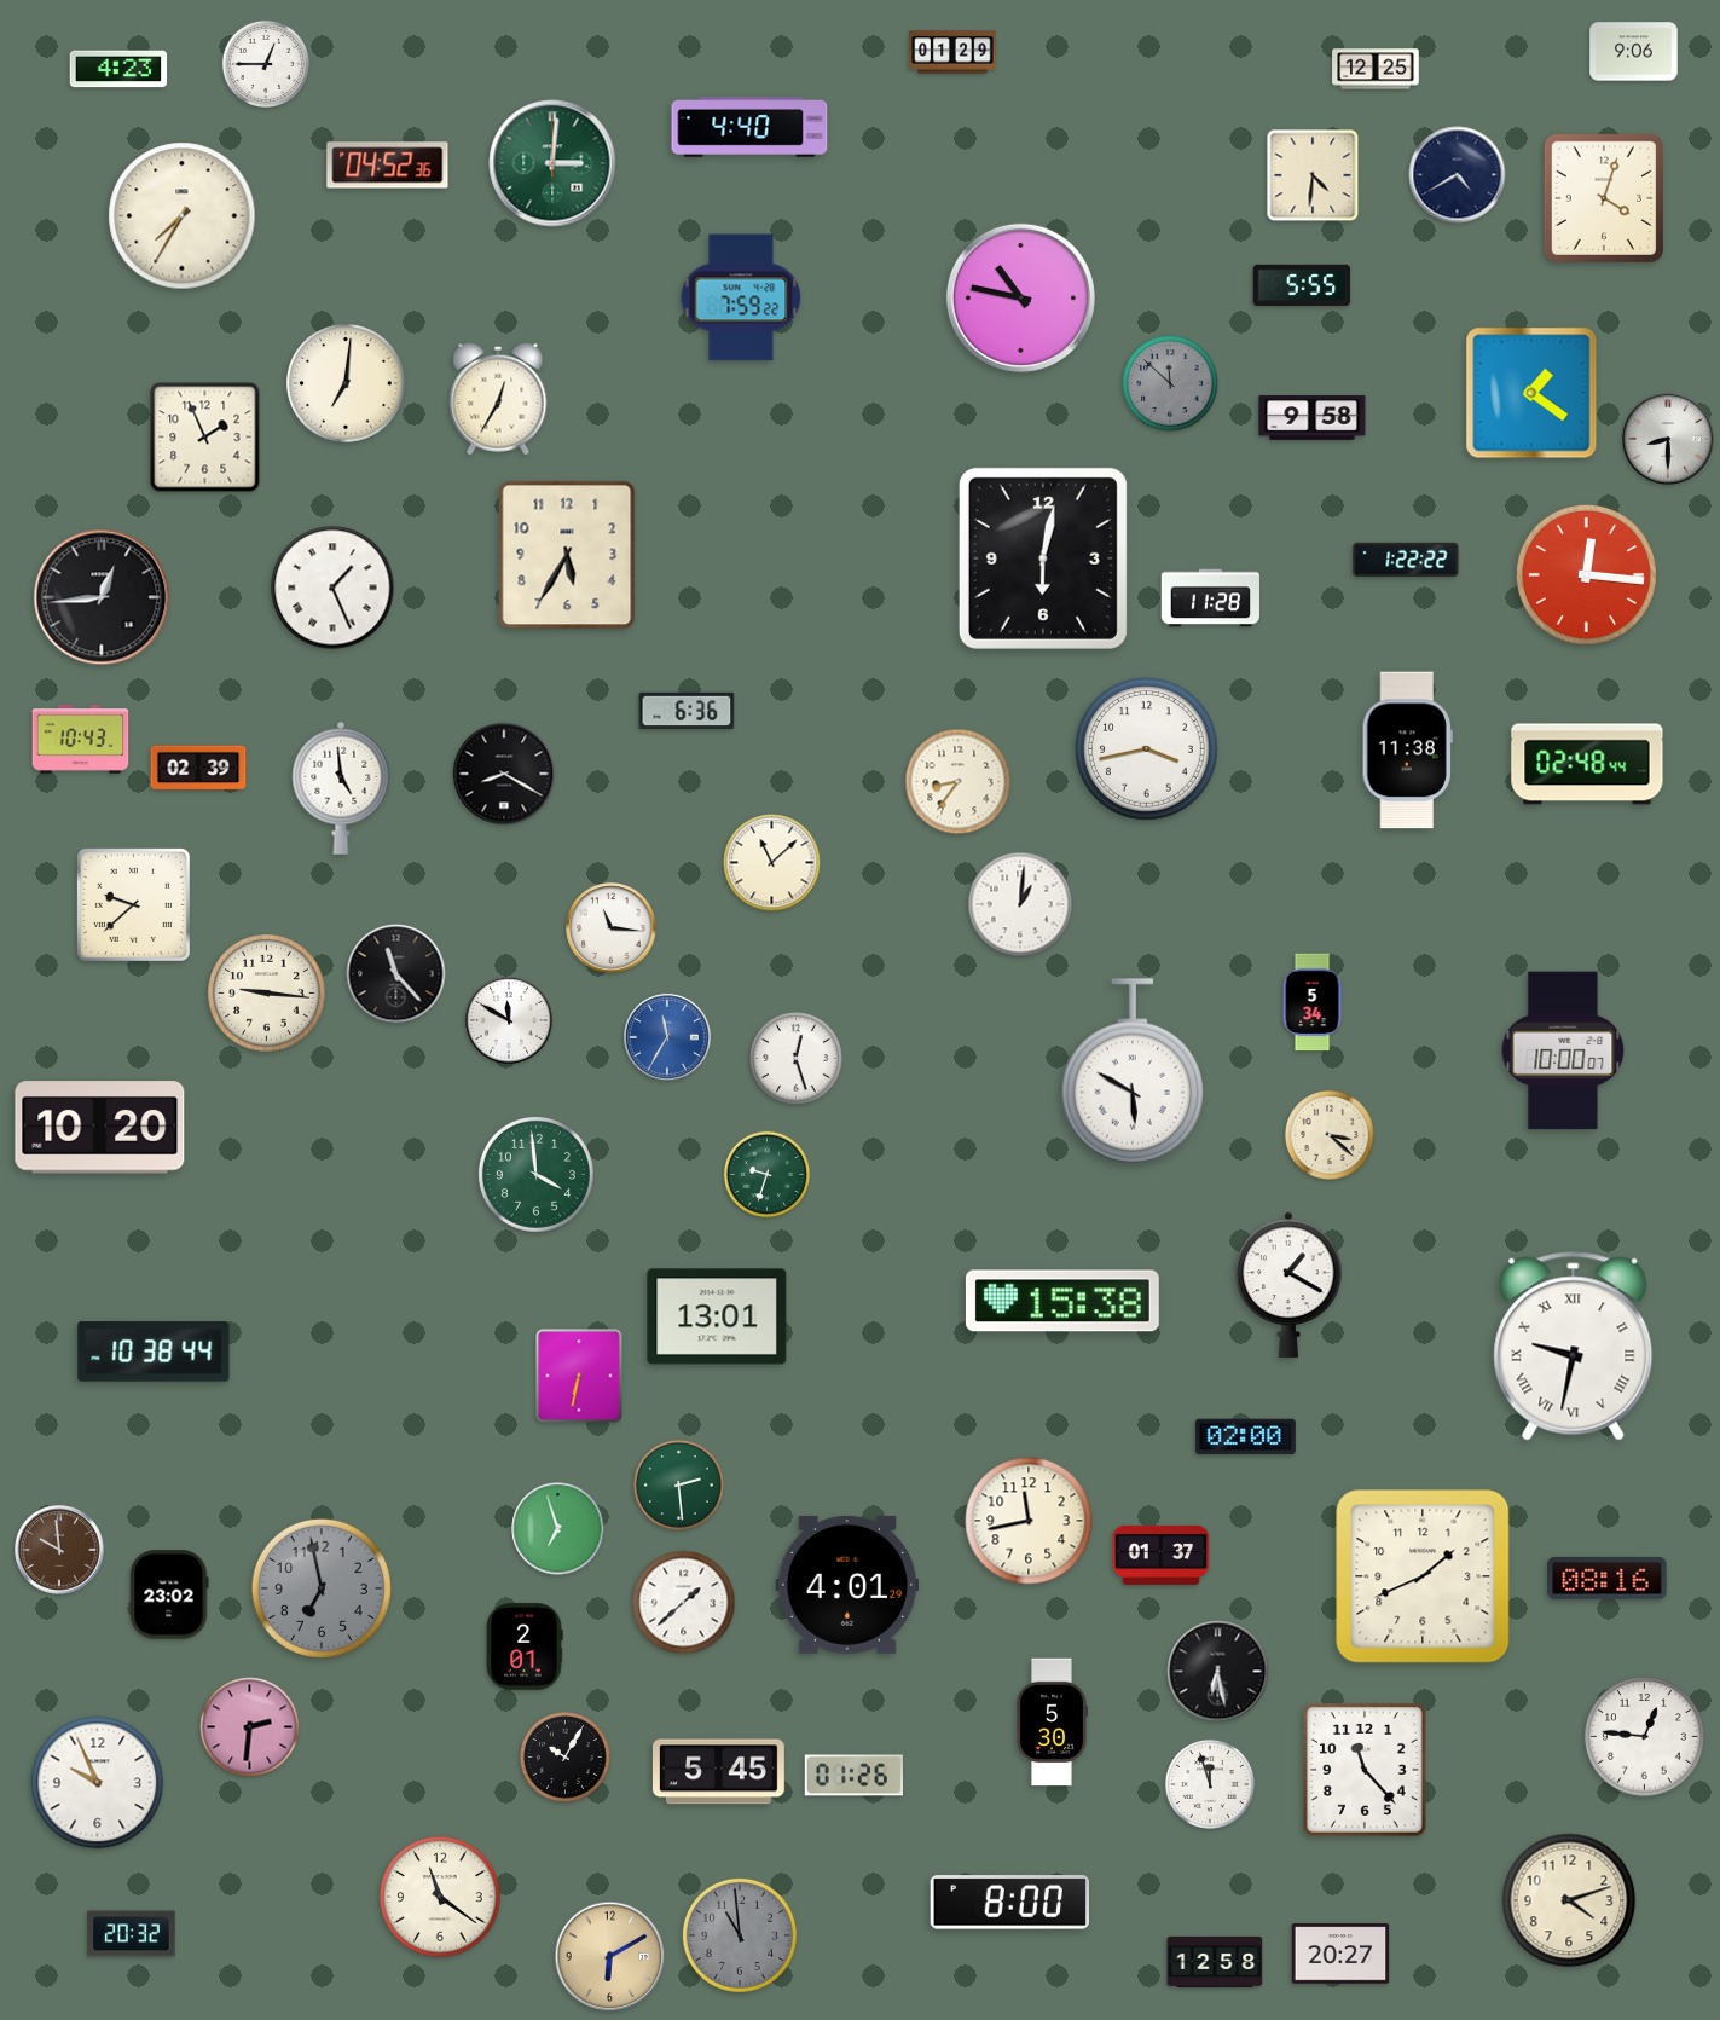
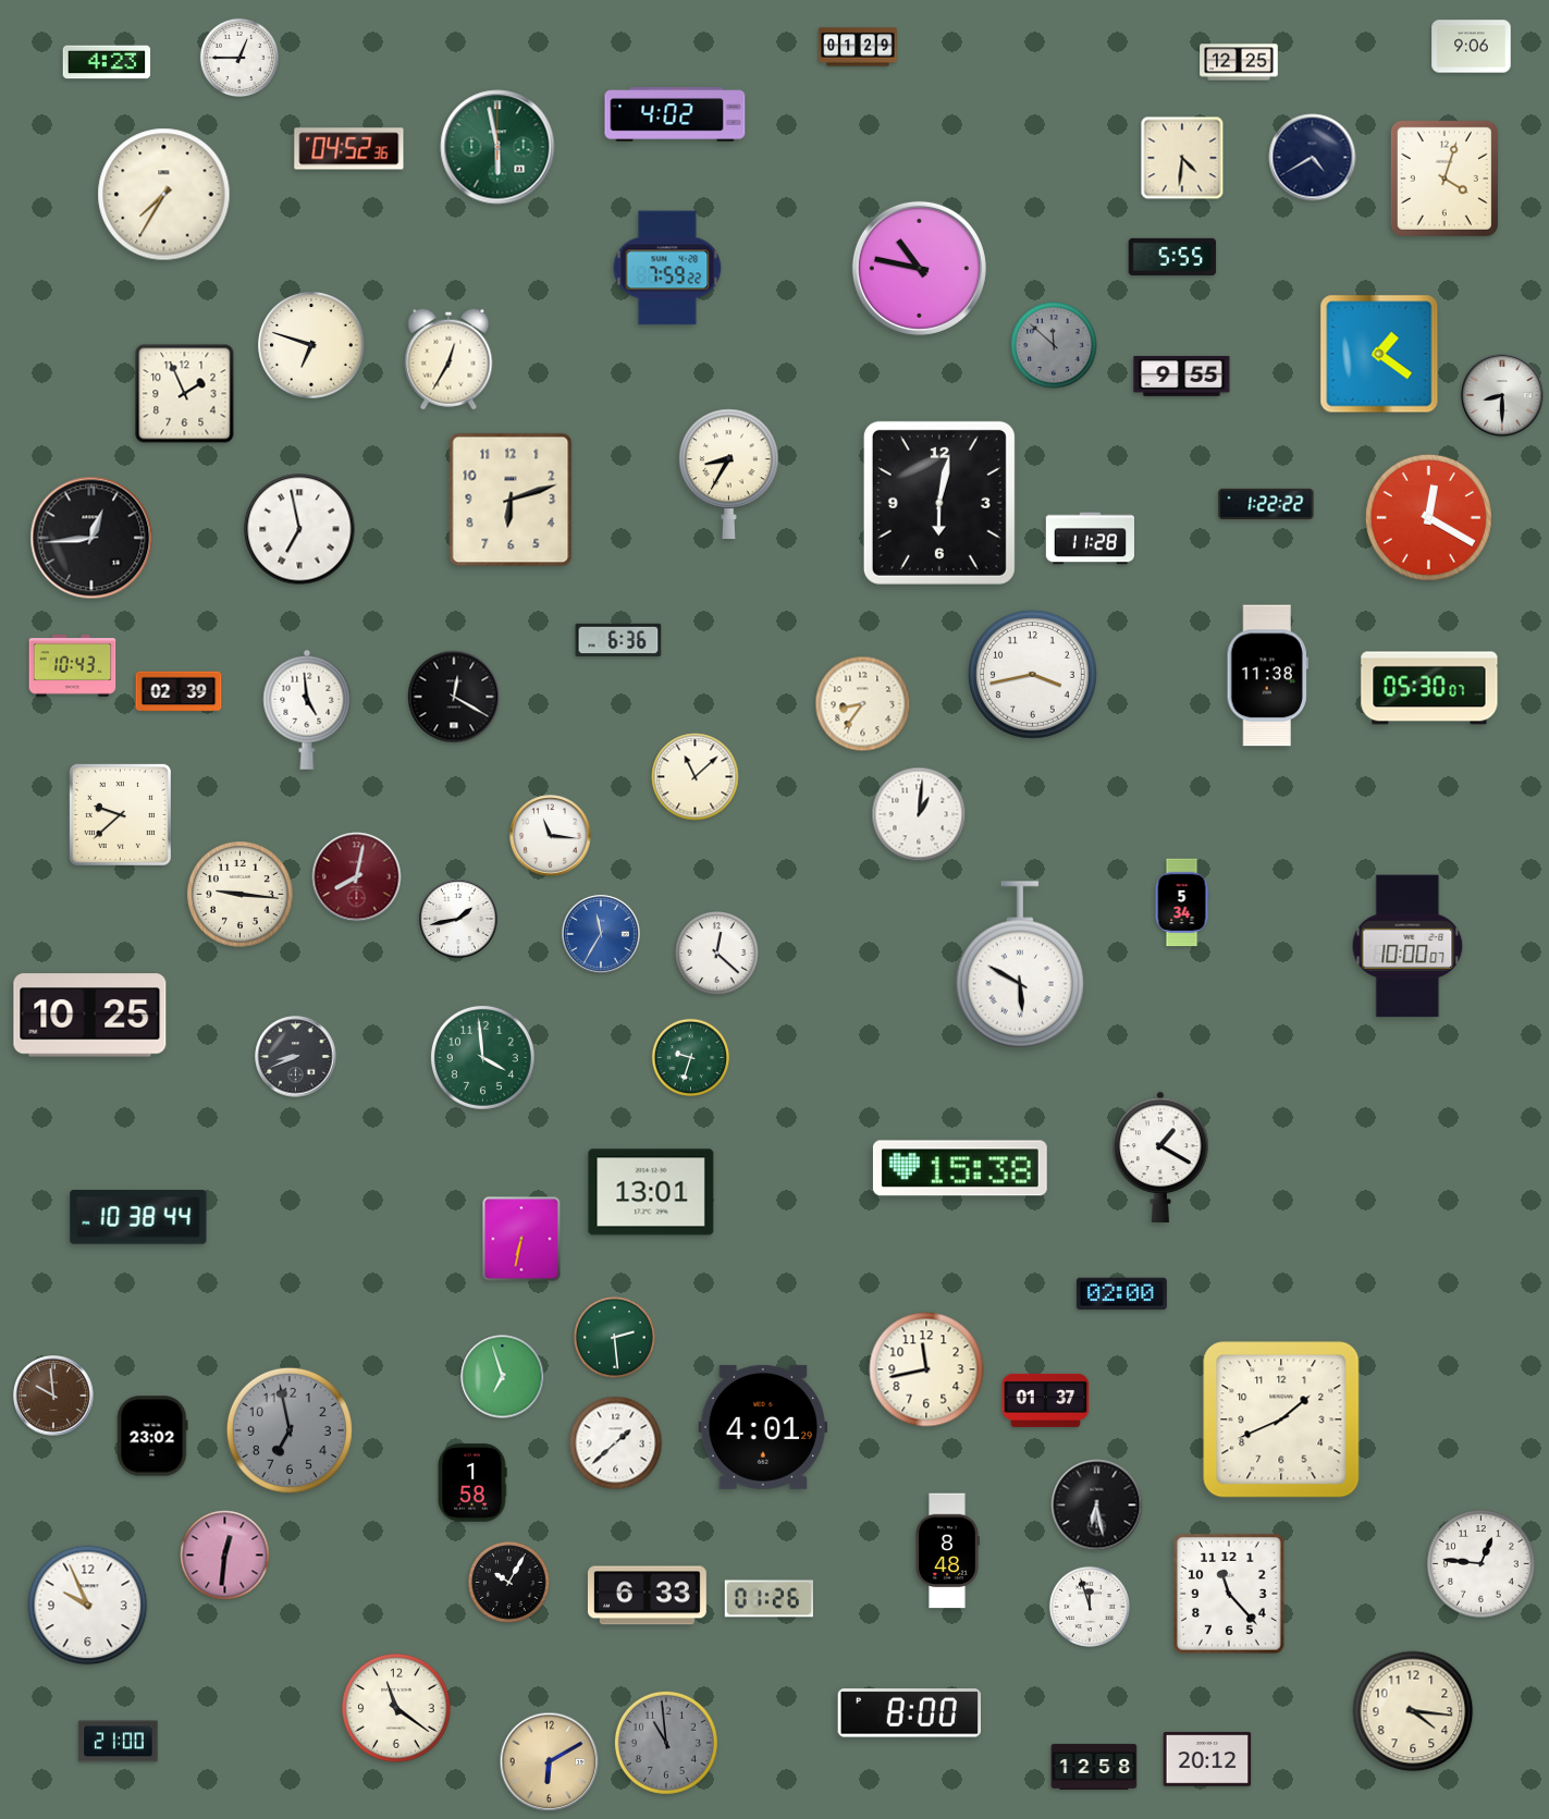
clock at (749, 128): 4:40 -> 4:02
clock at (552, 163): 3:01 -> 5:58
clock at (346, 383): 7:01 -> 6:48
clock at (1313, 417): 9:58 -> 9:55
clock at (729, 474): none -> 8:35
clock at (567, 555): 5:35 -> 6:12
clock at (1586, 574): 12:16 -> 12:20
clock at (332, 588): 1:26 -> 6:58
clock at (1587, 764): 02:48 -> 05:30
clock at (504, 774): 8:20 -> 12:20
clock at (396, 974): 11:23 -> 8:02
clock at (396, 974) dial: black -> burgundy
clock at (509, 1020): 11:50 -> 1:43
clock at (797, 1059): 12:27 -> 12:22
clock at (100, 1128): 10:20 -> 10:25
clock at (1330, 1135): 3:22 -> none
clock at (296, 1057): none -> 8:41
clock at (1062, 1301) position: (1062, 1301) -> (960, 1168)
clock at (717, 1316) position: (717, 1316) -> (651, 1192)
clock at (1574, 1347): 9:32 -> none
clock at (678, 1484) position: (678, 1484) -> (614, 1337)
clock at (1608, 1578): 08:16 -> none
clock at (525, 1646): 2:01 -> 1:58
clock at (1052, 1723): 5:30 -> 8:48
clock at (250, 1727): 2:31 -> 12:31
clock at (718, 1772): 5:45 -> 6:33
clock at (1569, 1900): 4:12 -> 4:16
clock at (132, 1934): 20:32 -> 21:00
clock at (1340, 1954): 20:27 -> 20:12
